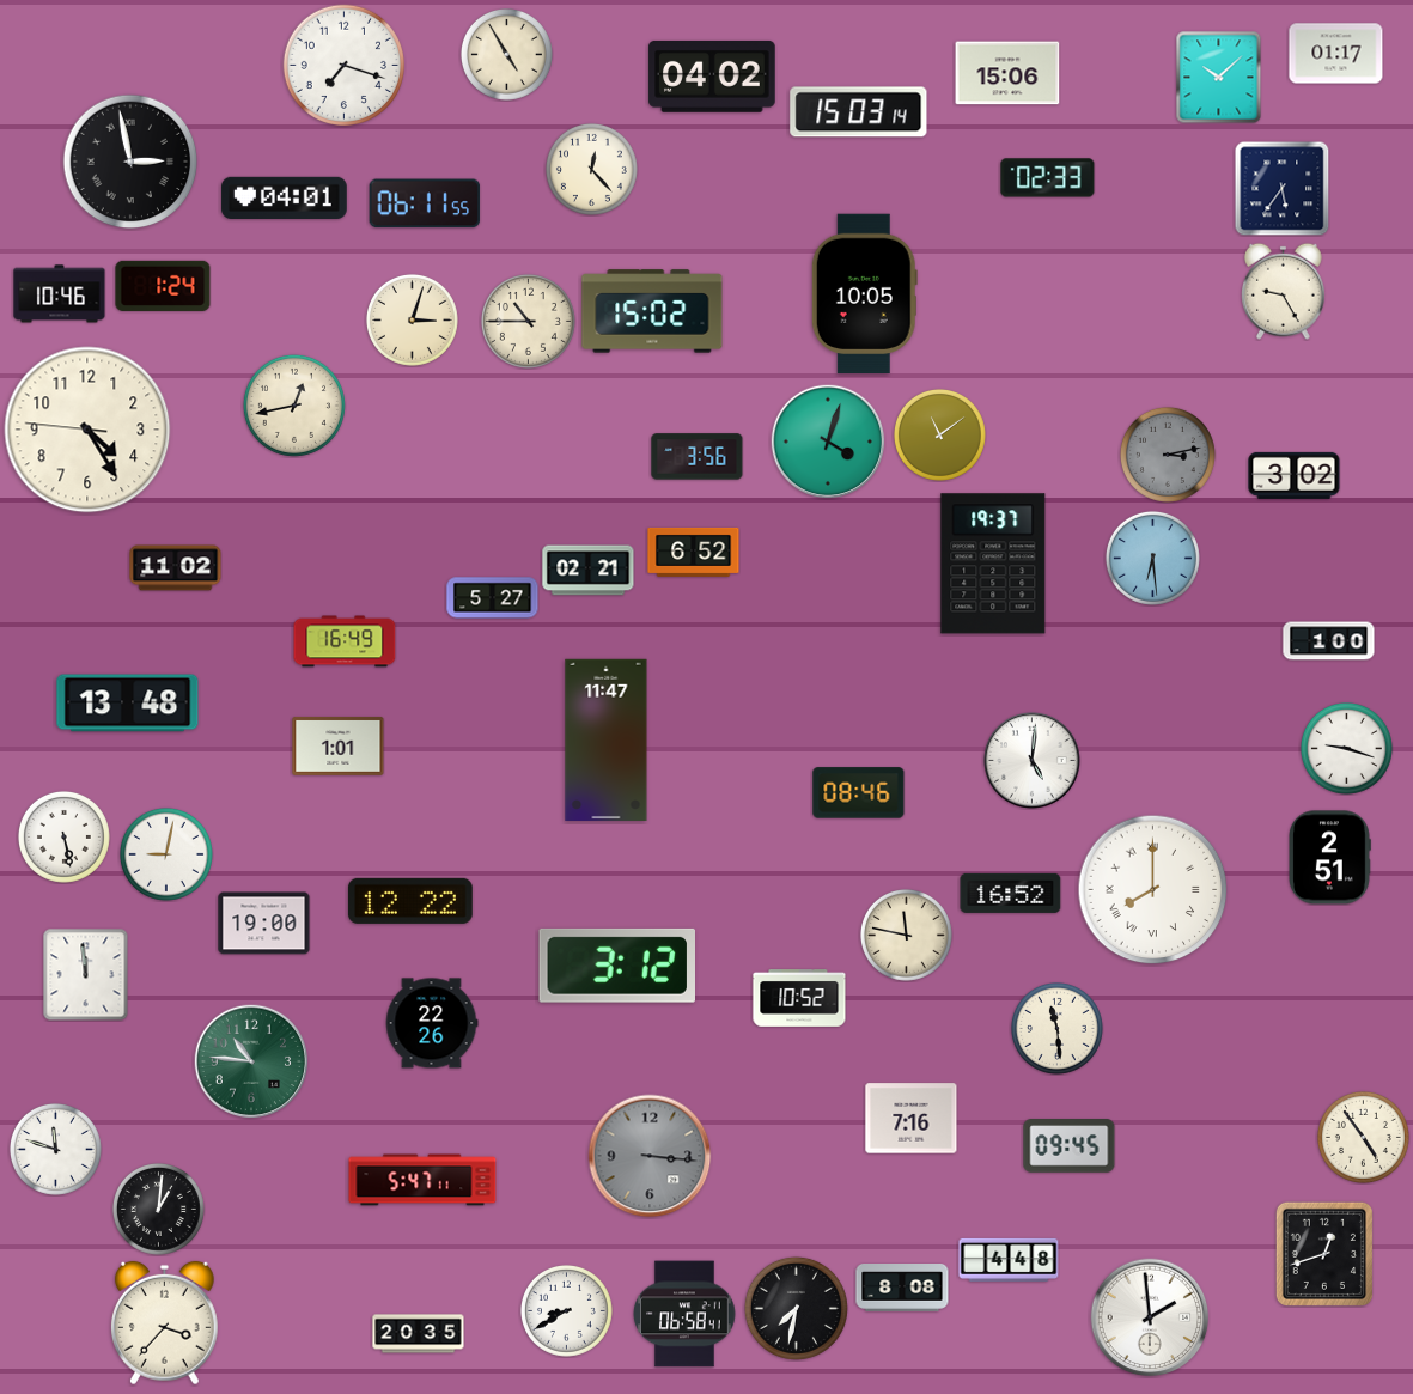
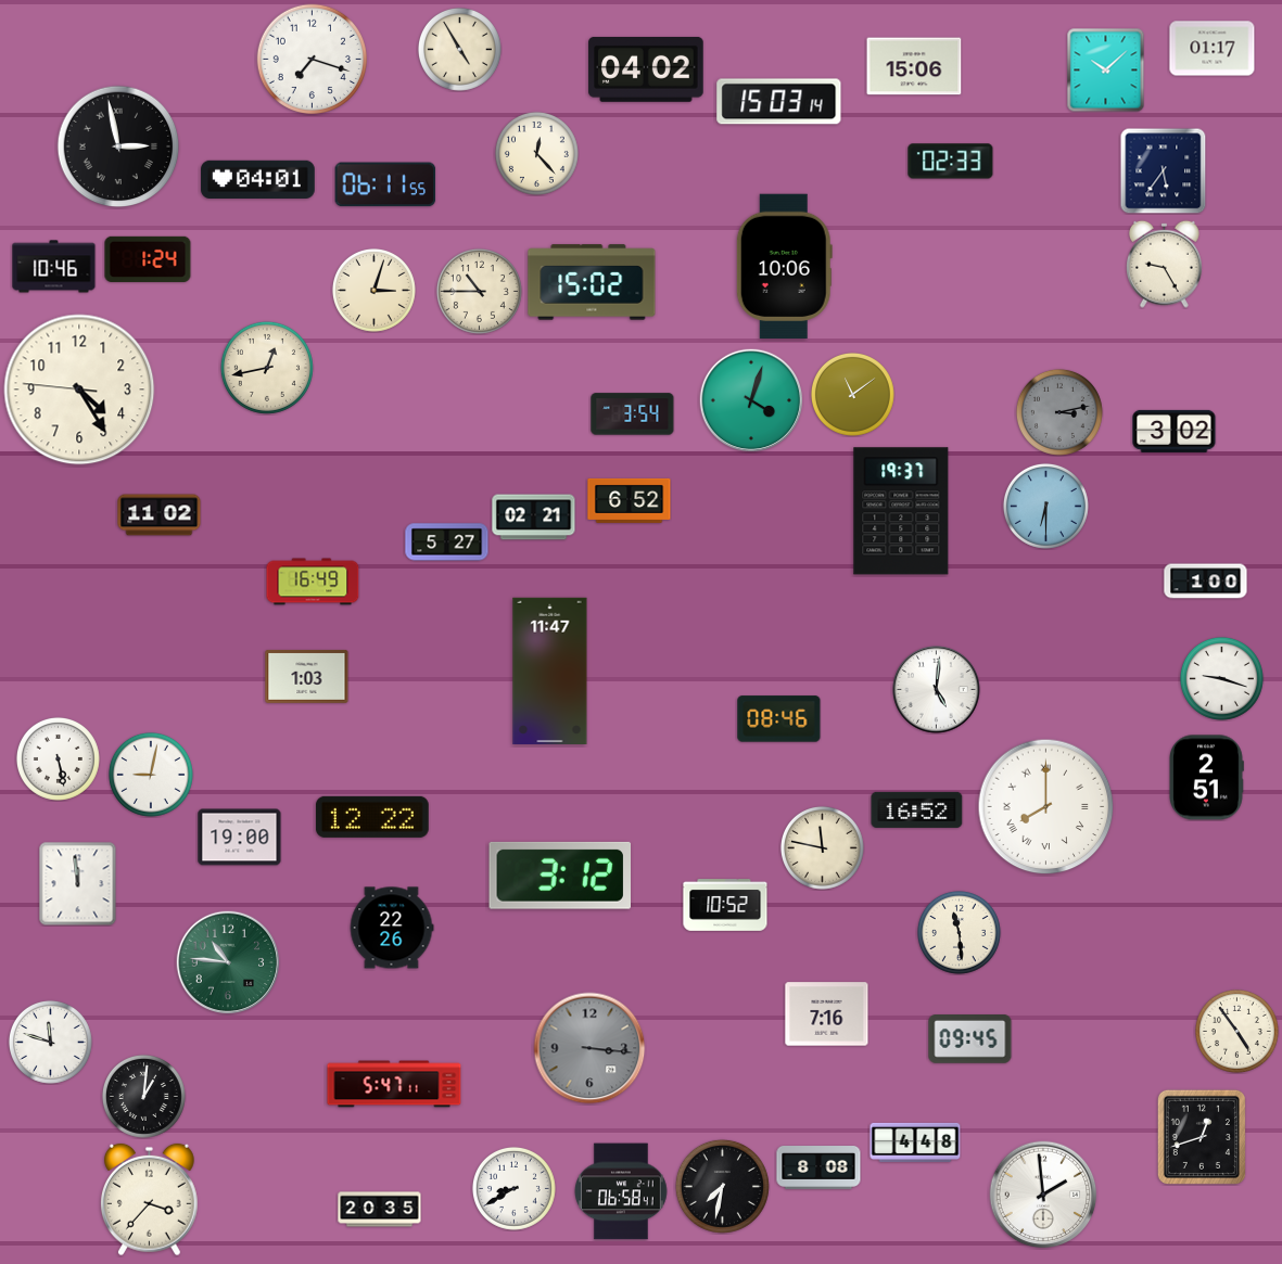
clock at (864, 294): 10:05 -> 10:06
clock at (698, 457): 3:56 -> 3:54
clock at (1152, 558): 6:29 -> 6:30
clock at (128, 704): 13:48 -> none
clock at (339, 745): 1:01 -> 1:03
clock at (422, 1180) position: (422, 1180) -> (394, 1084)
